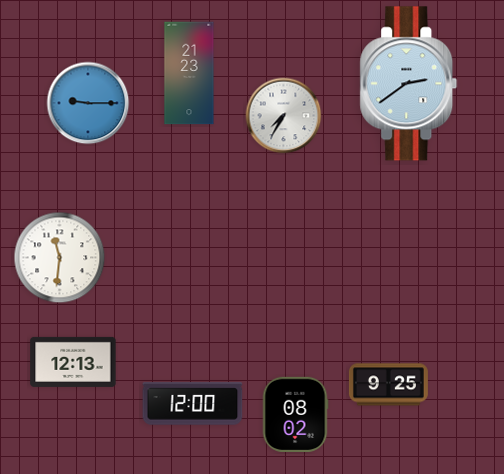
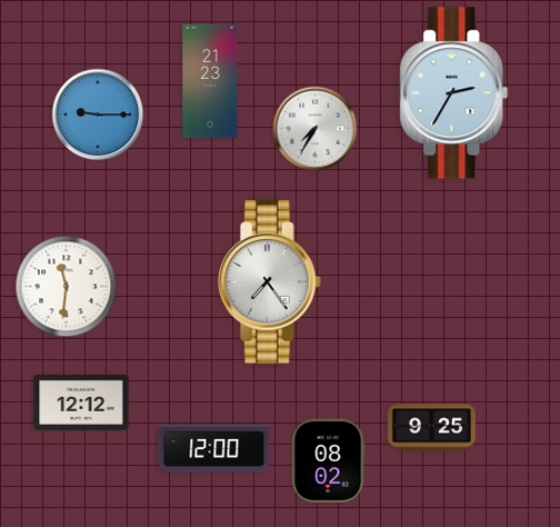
clock at (409, 84): 2:39 -> 2:35
clock at (270, 282): none -> 7:24
clock at (73, 362): 12:13 -> 12:12
